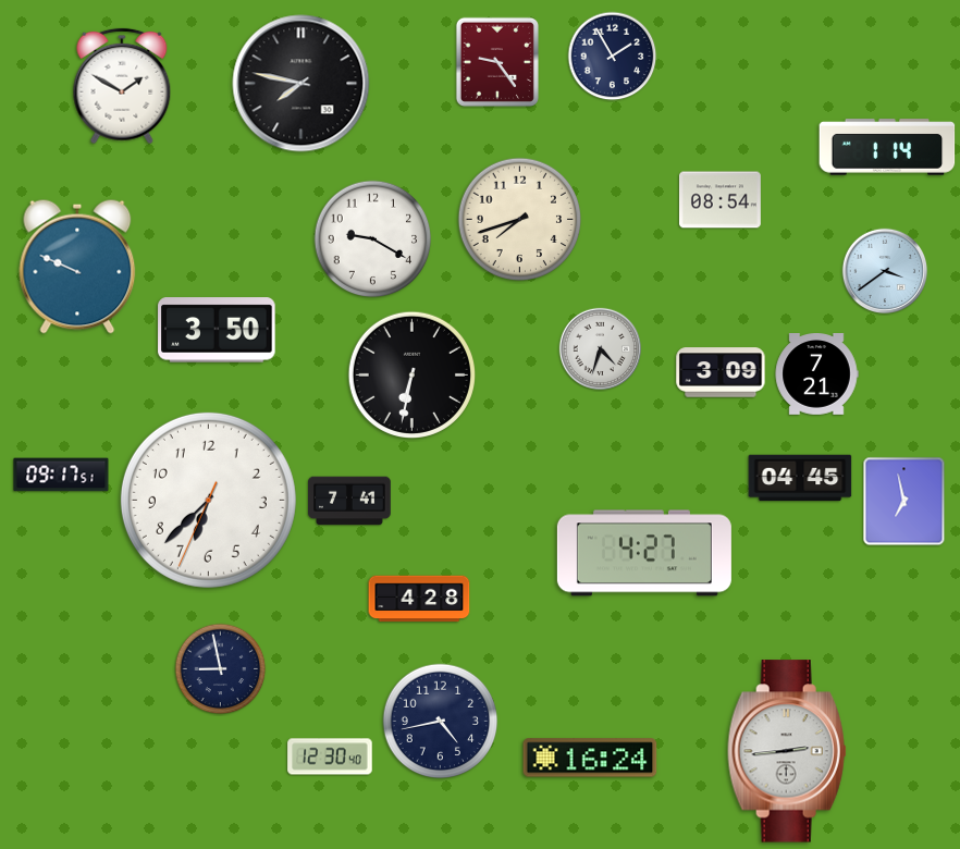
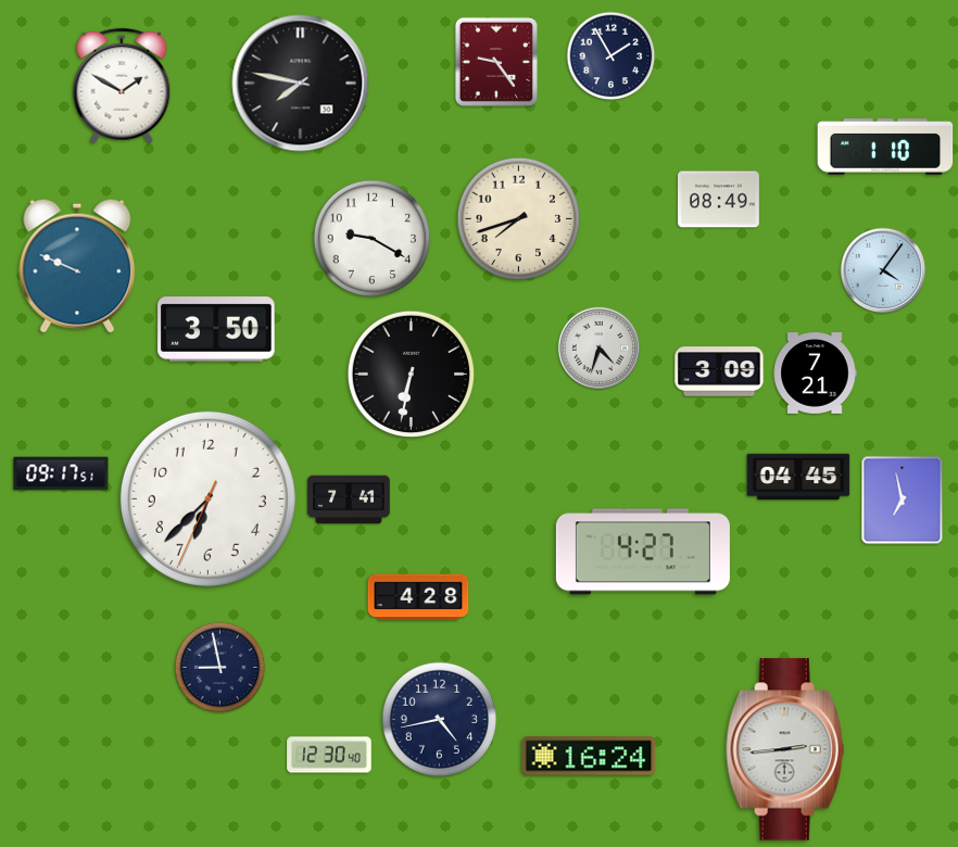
clock at (887, 147): 1:14 -> 1:10
clock at (721, 200): 08:54 -> 08:49
clock at (885, 271): 3:39 -> 4:06
